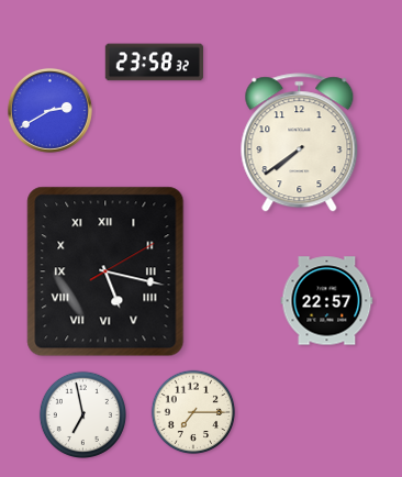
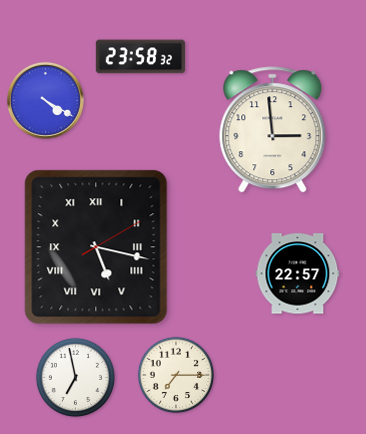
clock at (49, 110): 2:40 -> 4:20
clock at (300, 143): 7:39 -> 2:59
